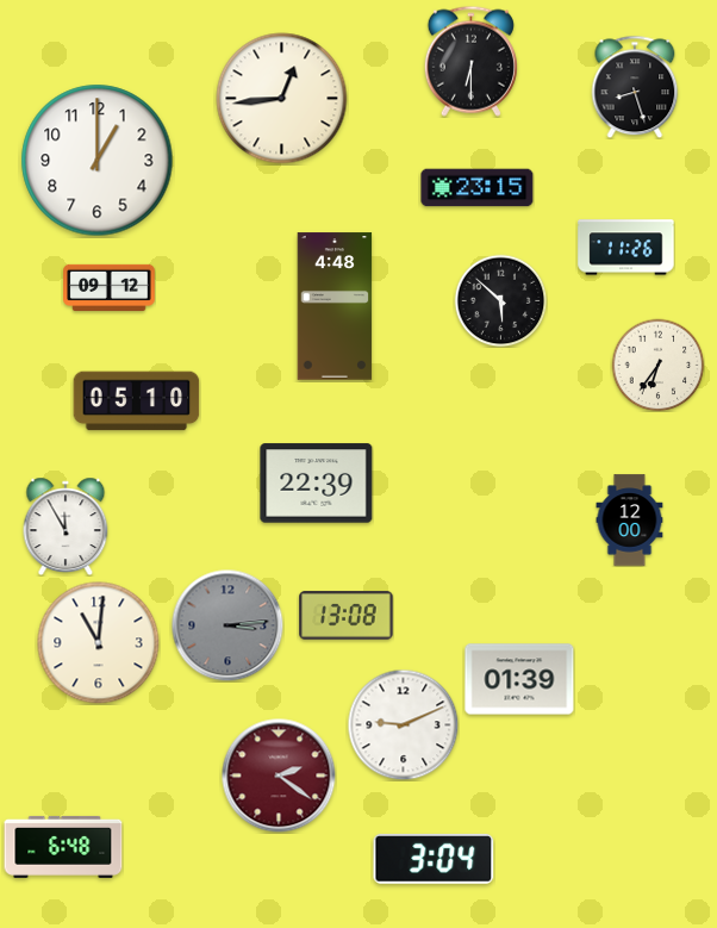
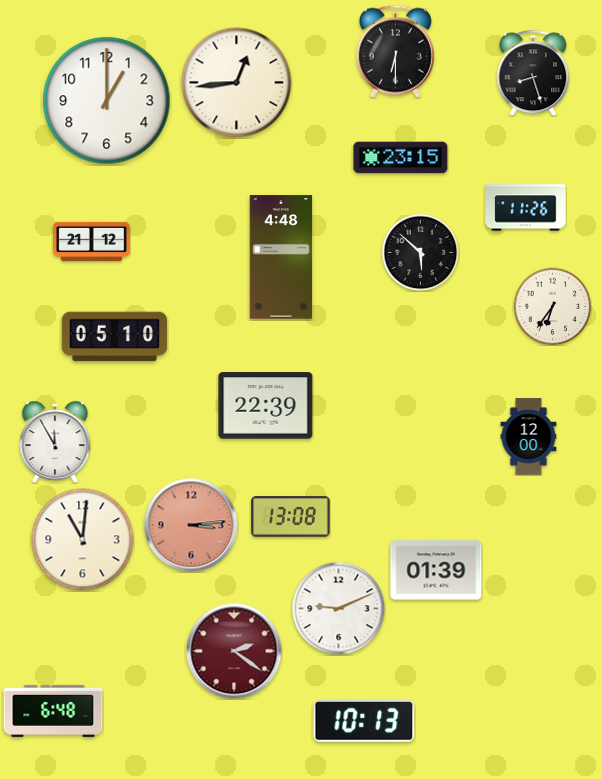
clock at (98, 161) position: (98, 161) -> (107, 101)
clock at (110, 287): 09:12 -> 21:12
clock at (227, 625) dial: grey -> salmon
clock at (434, 859): 3:04 -> 10:13
